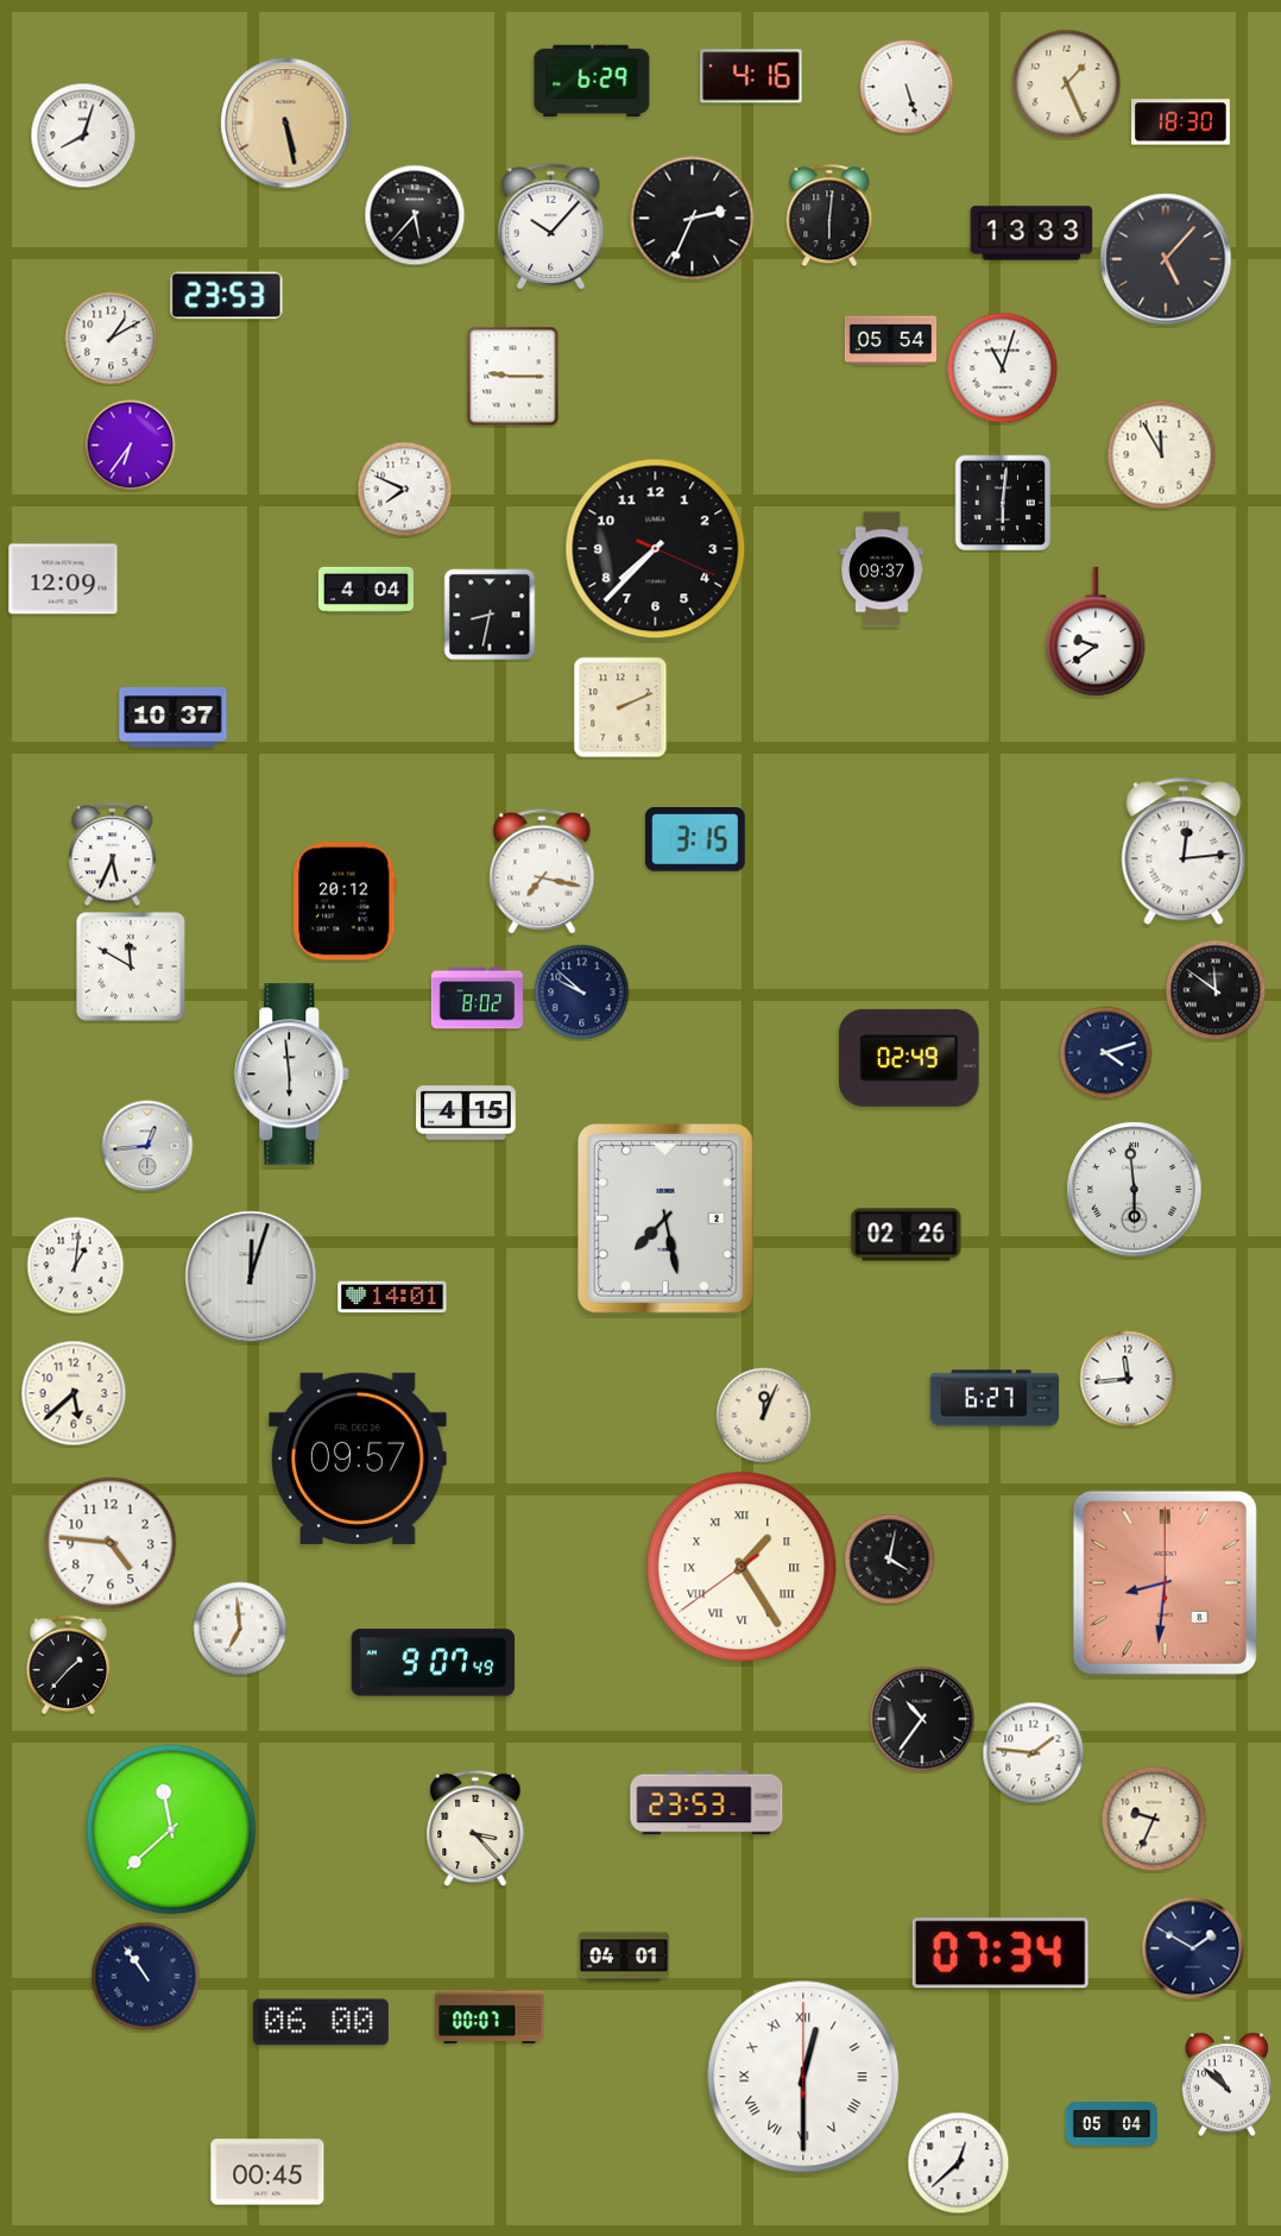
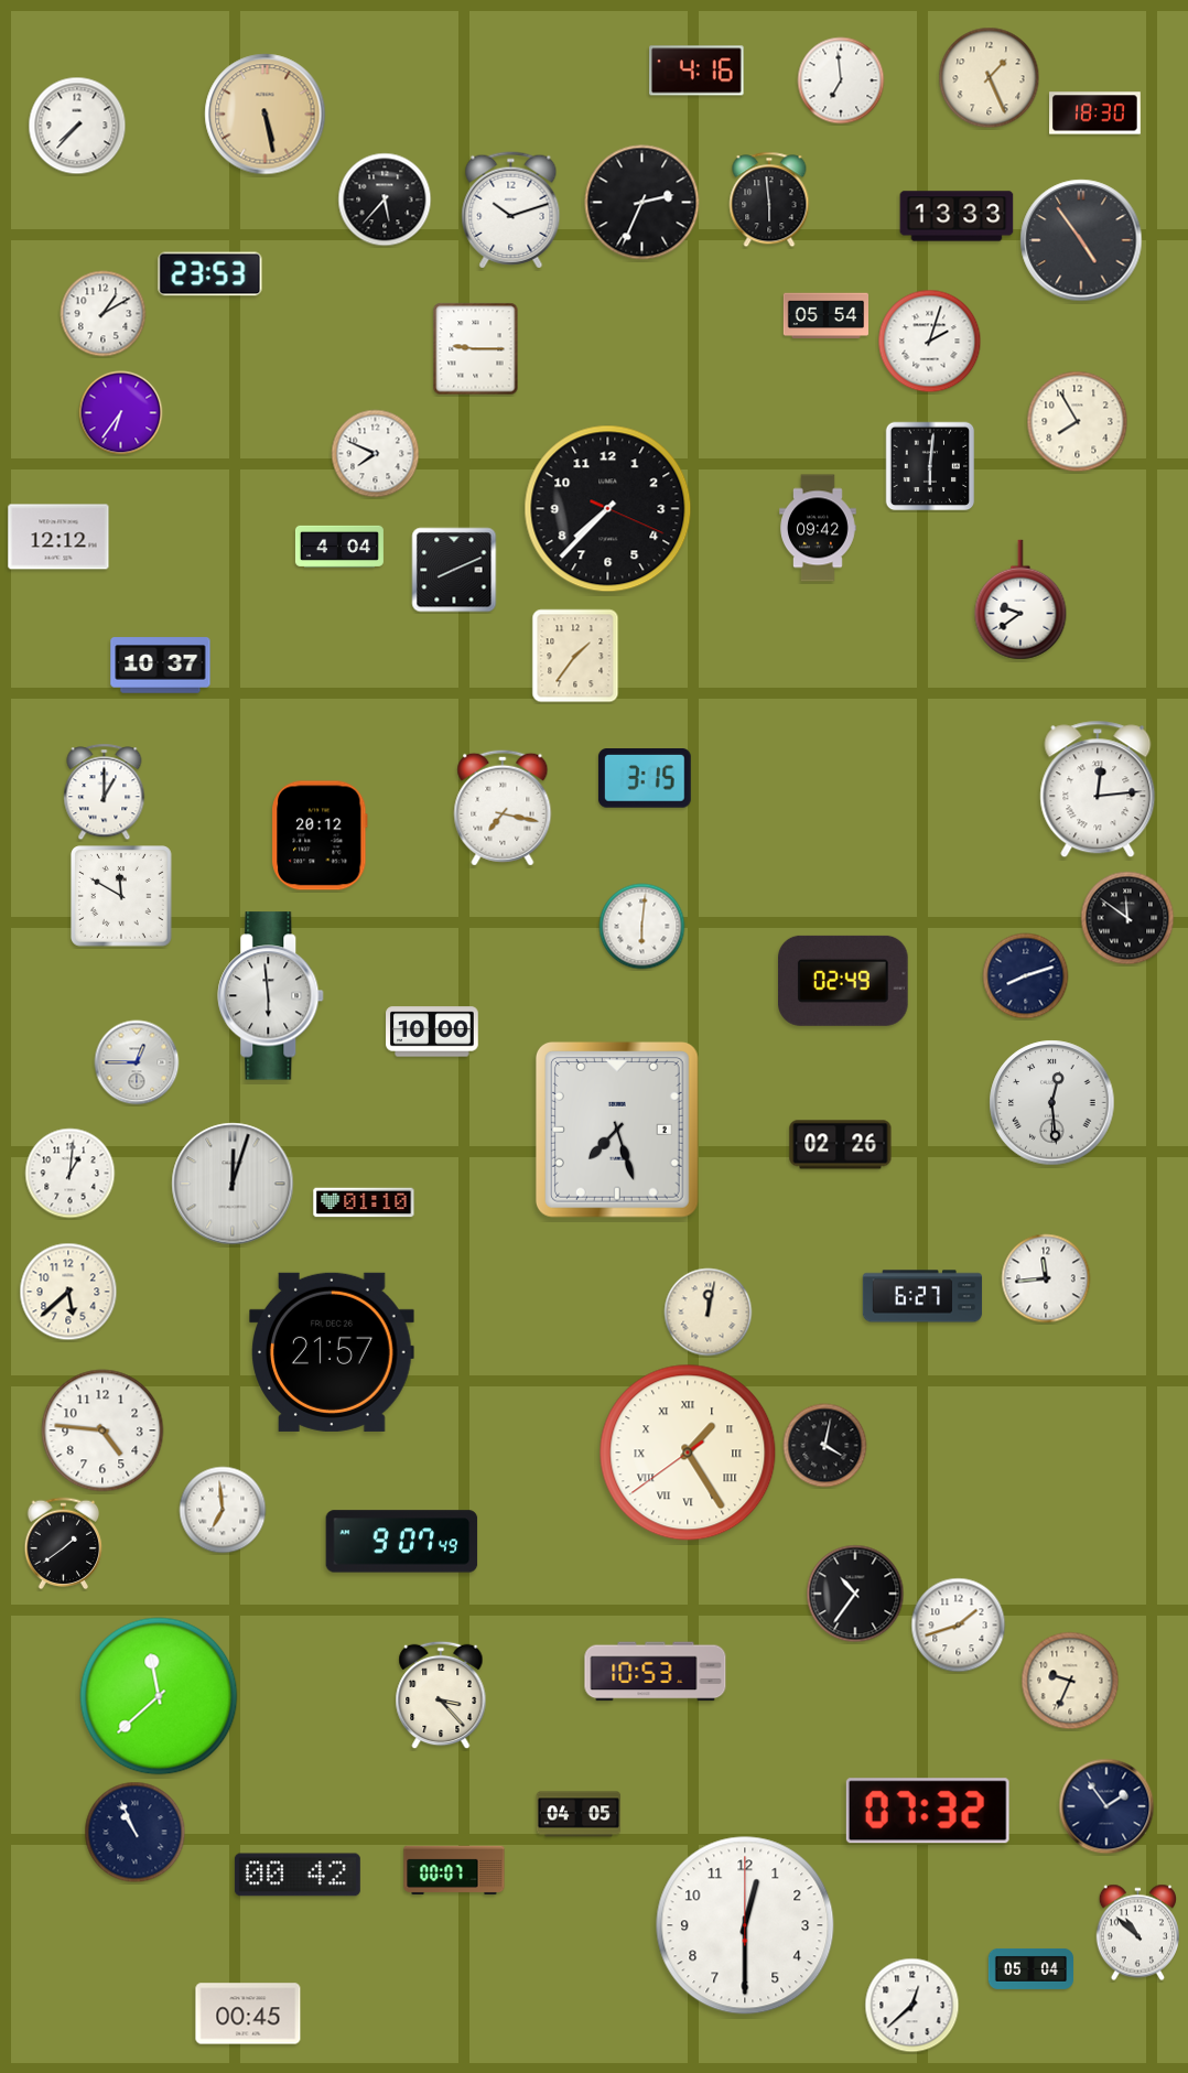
clock at (592, 81): 6:29 -> none
clock at (907, 87): 5:27 -> 6:59
clock at (83, 136): 8:03 -> 7:37
clock at (829, 215): 6:01 -> 5:59
clock at (551, 227): 10:07 -> 10:12
clock at (1166, 259): 5:07 -> 4:54
clock at (1003, 369): 11:03 -> 2:03
clock at (1162, 455): 11:55 -> 7:55
clock at (882, 569): 09:37 -> 09:42
clock at (63, 579): 12:09 -> 12:12
clock at (490, 615): 8:32 -> 8:11
clock at (1096, 631) position: (1096, 631) -> (1020, 600)
clock at (620, 707): 2:11 -> 1:36
clock at (113, 855): 5:34 -> 1:00
clock at (582, 993): 9:52 -> none
clock at (477, 999): 8:02 -> none
clock at (642, 927): none -> 6:01
clock at (1106, 1053): 4:12 -> 8:12
clock at (466, 1113): 4:15 -> 10:00
clock at (147, 1146): 12:44 -> 12:45
clock at (1135, 1190): 5:59 -> 12:29
clock at (665, 1218): 7:28 -> 7:27
clock at (392, 1297): 14:01 -> 01:10
clock at (764, 1416): 12:04 -> 12:02
clock at (359, 1459): 09:57 -> 21:57
clock at (1165, 1582): 8:31 -> none
clock at (69, 1665): 1:37 -> 1:39
clock at (1034, 1753): 1:46 -> 1:42
clock at (707, 1803): 23:53 -> 10:53
clock at (1154, 1819) position: (1154, 1819) -> (1070, 1681)
clock at (1193, 1948): 1:50 -> 1:54
clock at (1001, 1953): 07:34 -> 07:32
clock at (624, 1957): 04:01 -> 04:05
clock at (146, 1977): 10:54 -> 10:56
clock at (321, 2022): 06:00 -> 00:42
clock at (803, 2077) numerals: Roman -> Arabic
clock at (959, 2163) position: (959, 2163) -> (912, 2006)
